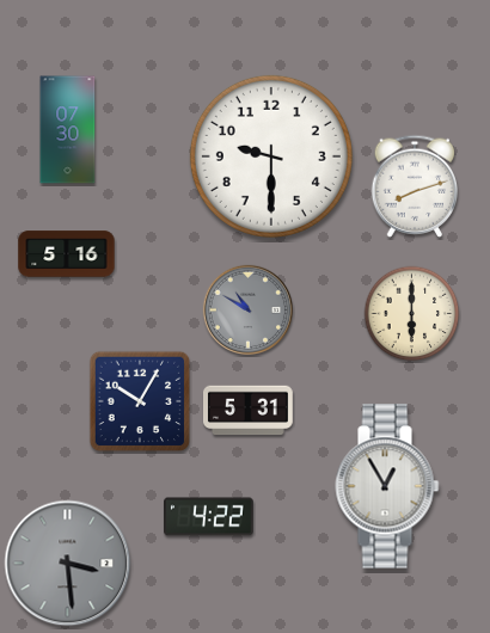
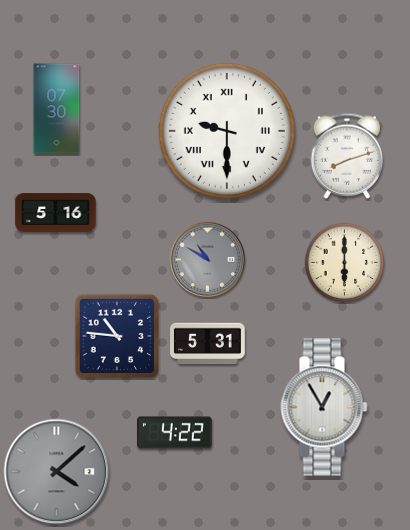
clock at (271, 156) numerals: Arabic -> Roman
clock at (140, 401): 10:05 -> 10:46
clock at (68, 564): 3:29 -> 4:08
